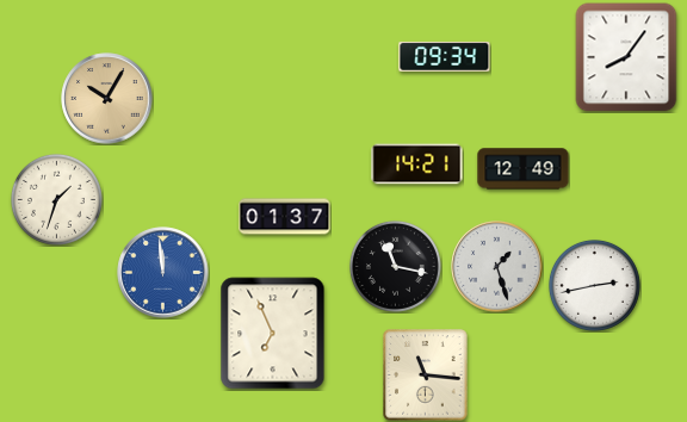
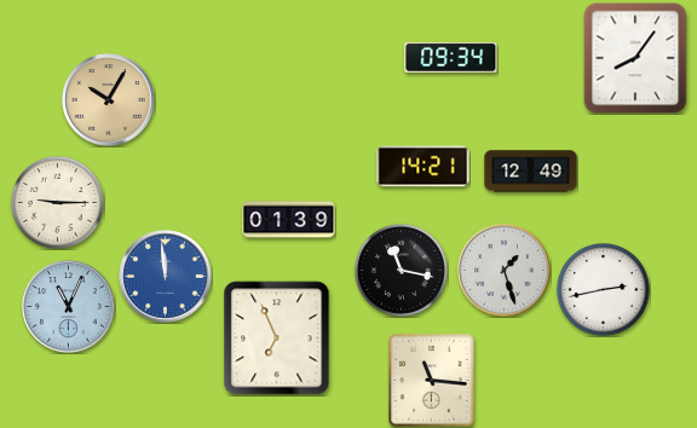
clock at (56, 199): 1:33 -> 9:15
clock at (285, 217): 01:37 -> 01:39
clock at (69, 307): none -> 11:04
